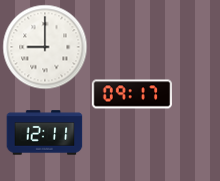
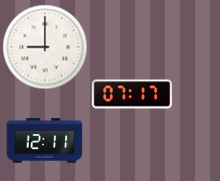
clock at (131, 94): 09:17 -> 07:17
clock at (45, 133) position: (45, 133) -> (45, 141)
